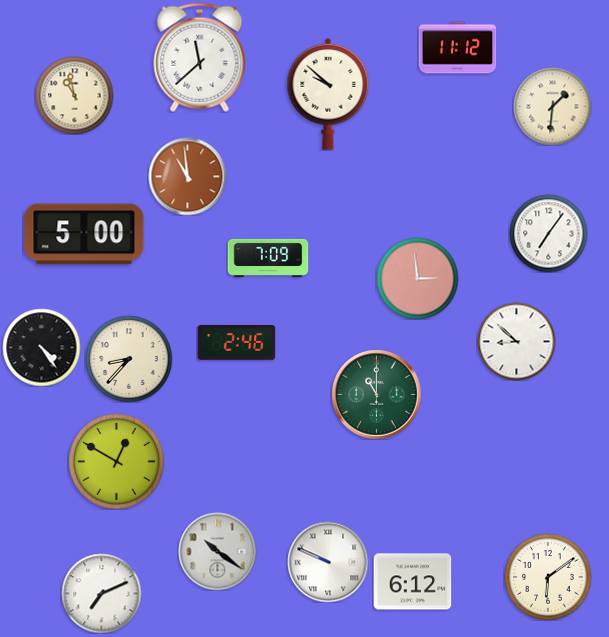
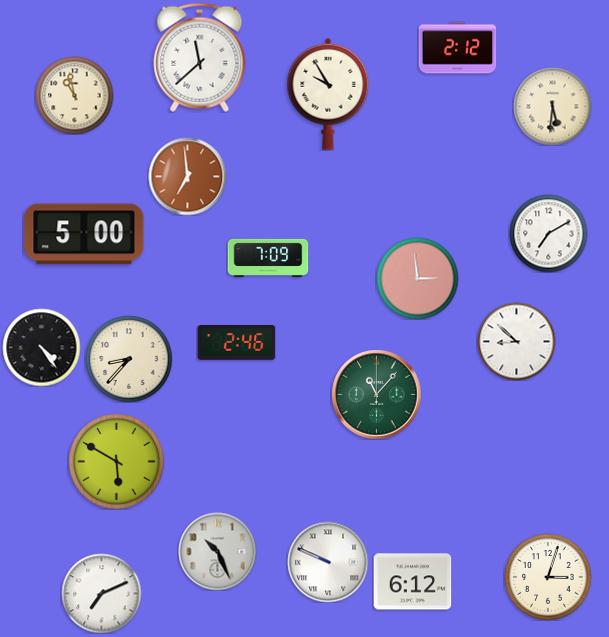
clock at (457, 48): 11:12 -> 2:12
clock at (328, 94): 9:52 -> 9:55
clock at (552, 106): 1:31 -> 5:31
clock at (187, 176): 10:59 -> 6:59
clock at (548, 233): 7:06 -> 7:10
clock at (376, 394): 11:00 -> 11:07
clock at (116, 461): 12:50 -> 5:50
clock at (217, 551): 10:21 -> 10:26
clock at (548, 577): 6:09 -> 3:03
